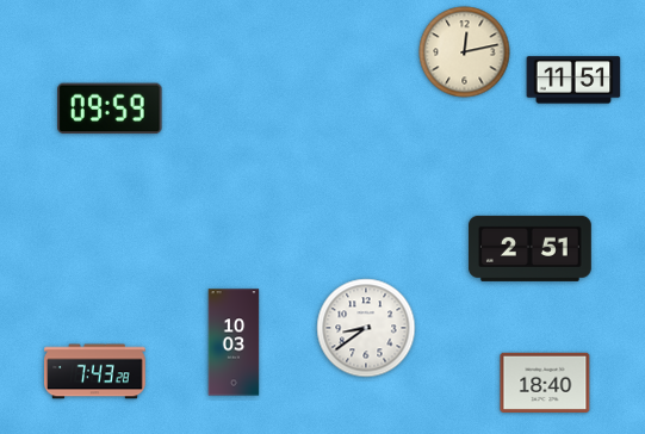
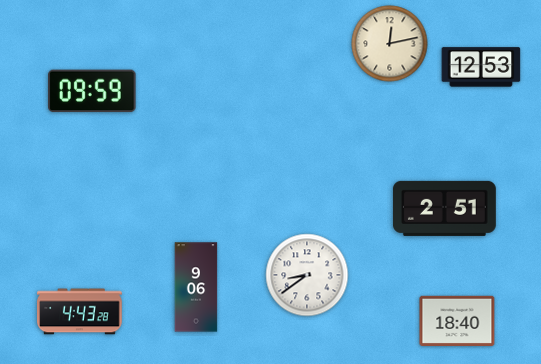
clock at (573, 80): 11:51 -> 12:53
clock at (234, 342): 10:03 -> 9:06
clock at (95, 372): 7:43 -> 4:43
